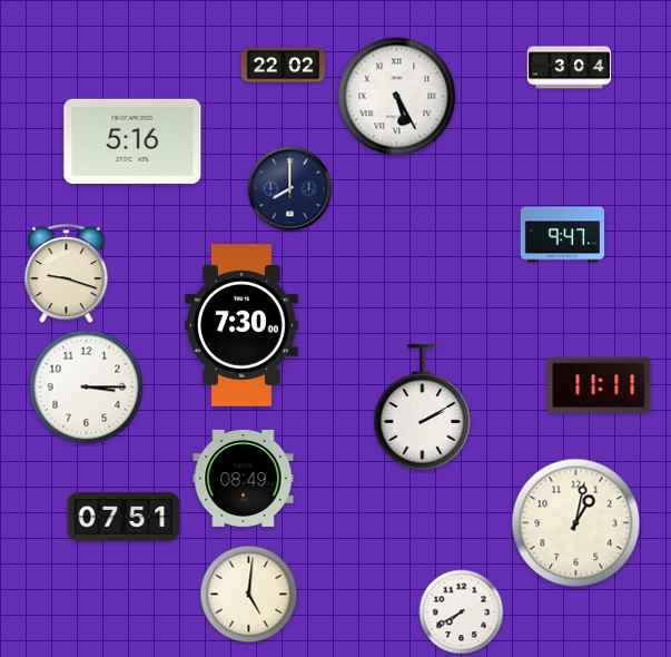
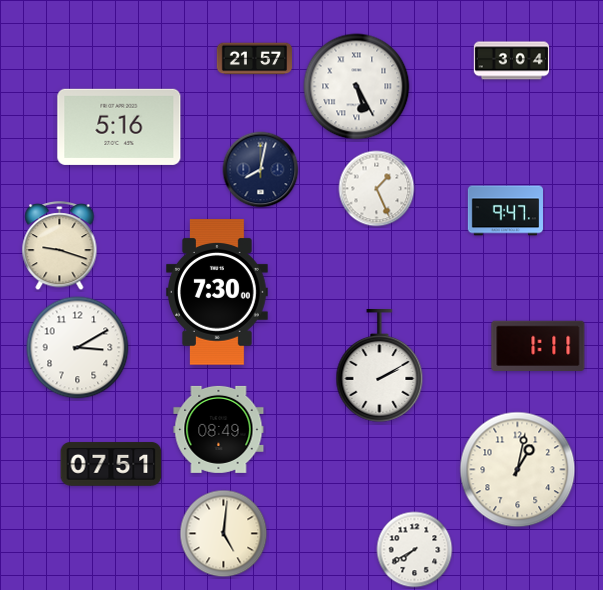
clock at (283, 66): 22:02 -> 21:57
clock at (290, 189): 8:00 -> 8:02
clock at (377, 189): none -> 1:26
clock at (599, 385): 11:11 -> 1:11
clock at (87, 388): 3:15 -> 3:10
